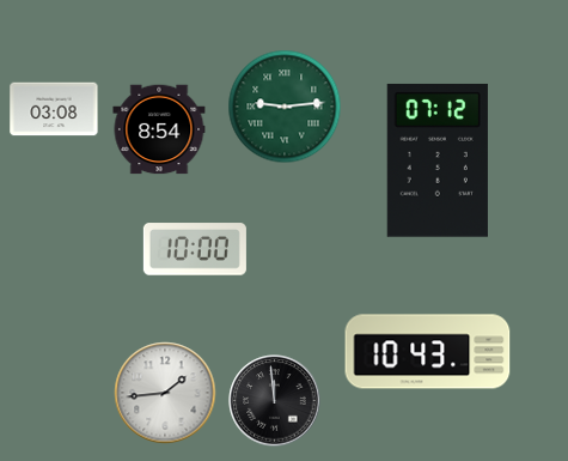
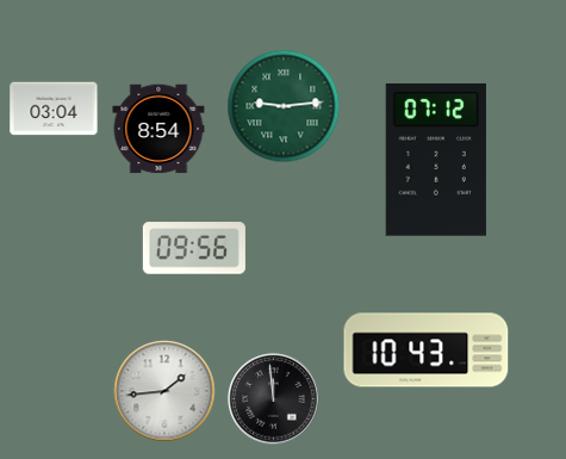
clock at (54, 109): 03:08 -> 03:04
clock at (195, 249): 10:00 -> 09:56
